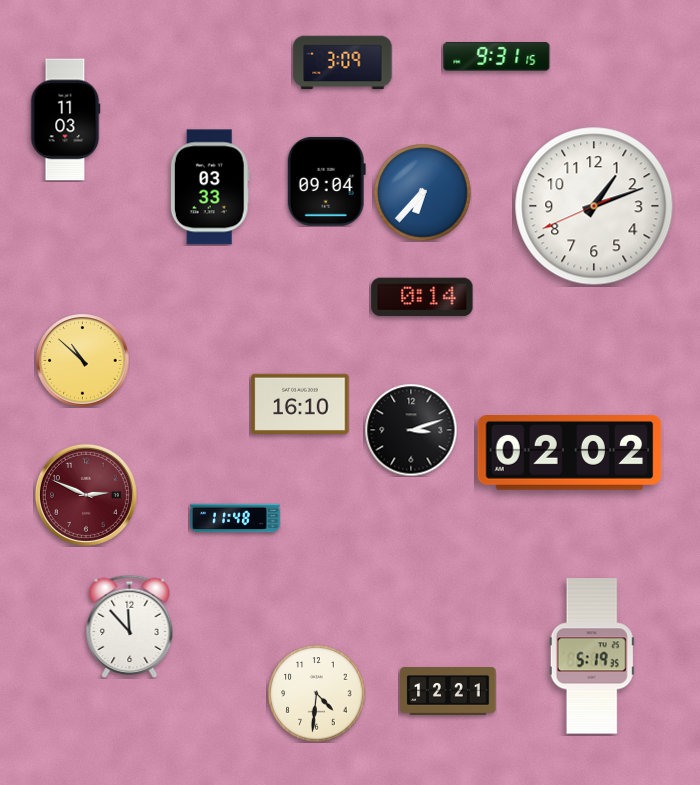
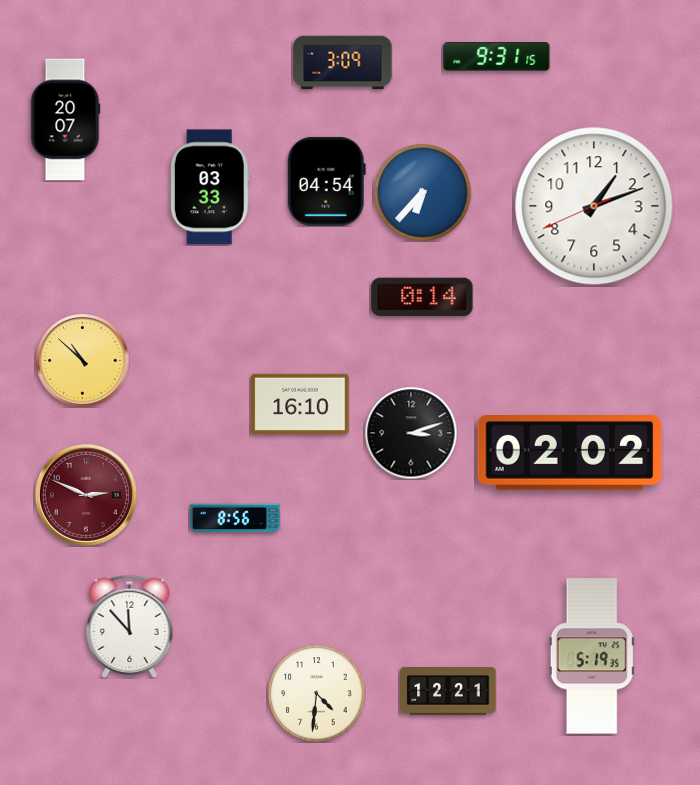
clock at (65, 120): 11:03 -> 20:07
clock at (326, 181): 09:04 -> 04:54
clock at (411, 430) position: (411, 430) -> (411, 433)
clock at (235, 518): 11:48 -> 8:56
